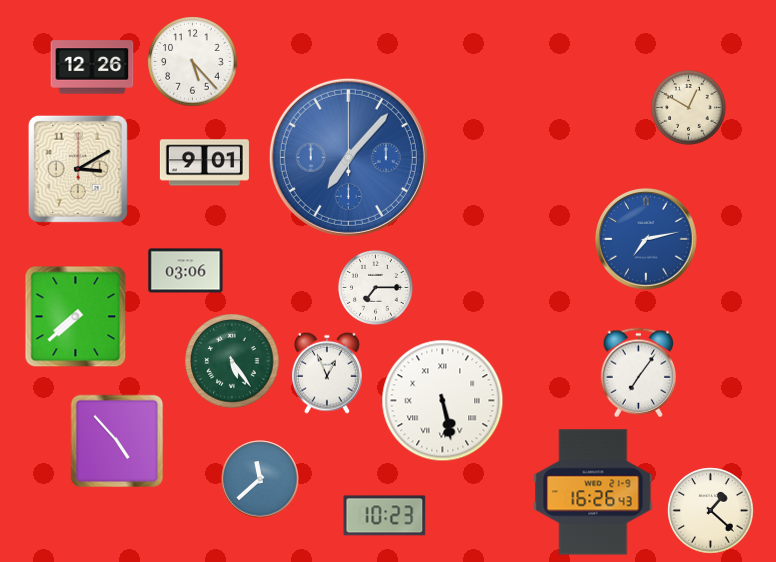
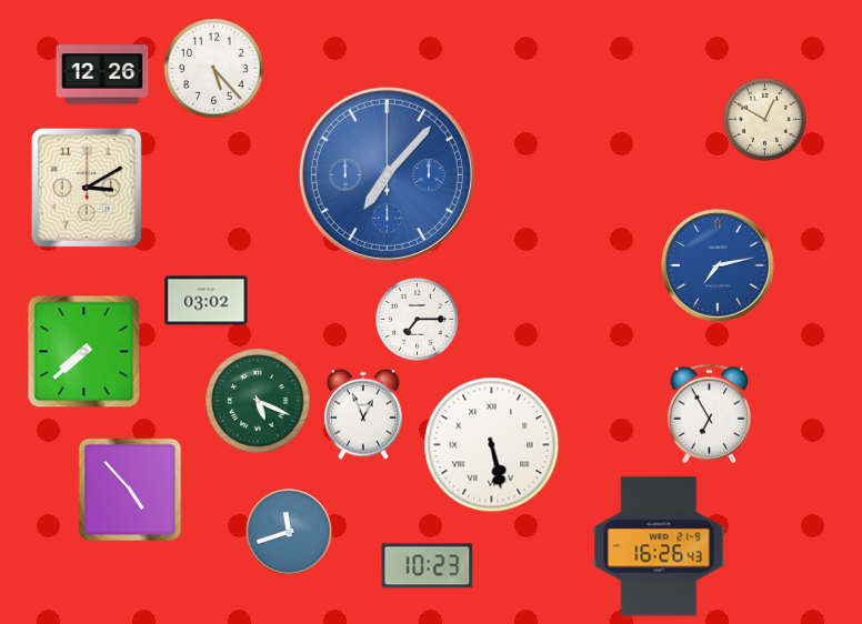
clock at (204, 163): 9:01 -> none
clock at (186, 271): 03:06 -> 03:02
clock at (232, 361): 5:24 -> 5:19
clock at (639, 373): 7:06 -> 6:55
clock at (260, 479): 11:38 -> 11:42
clock at (711, 511): 1:22 -> none
clock at (385, 516) position: (385, 516) -> (428, 566)
